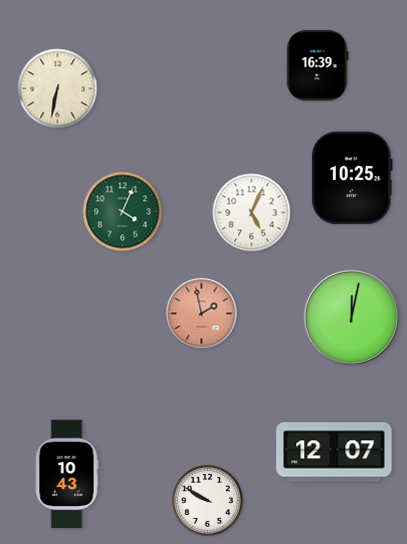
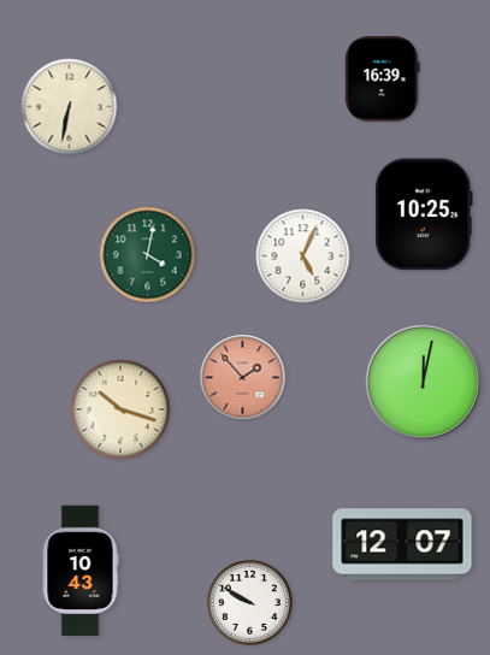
clock at (123, 212): 4:04 -> 4:02
clock at (202, 314): 1:58 -> 1:53
clock at (120, 409): none -> 10:18
